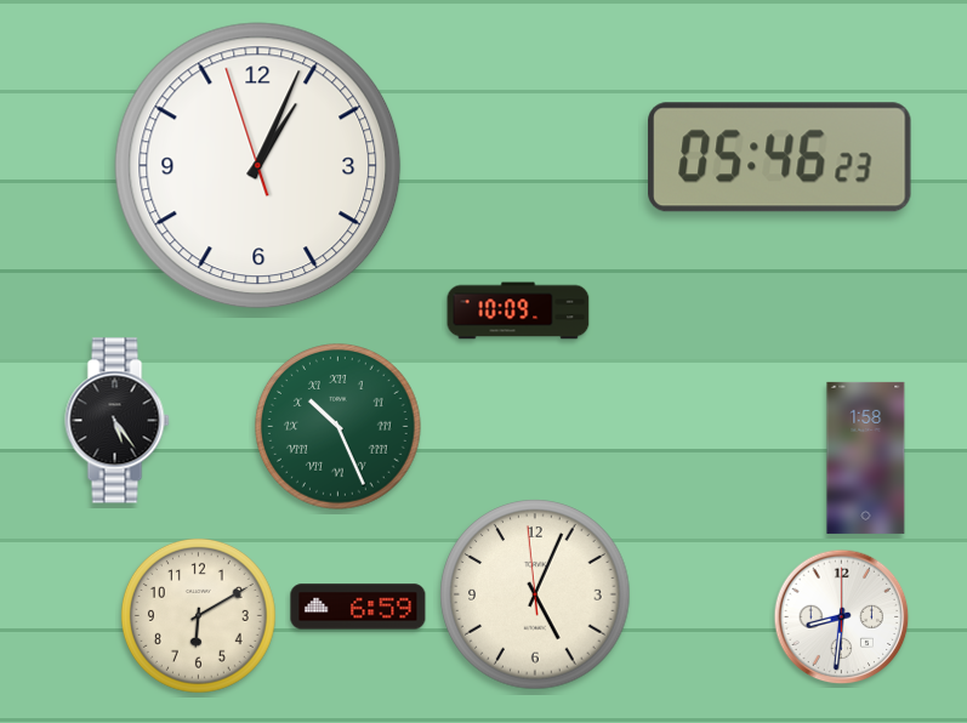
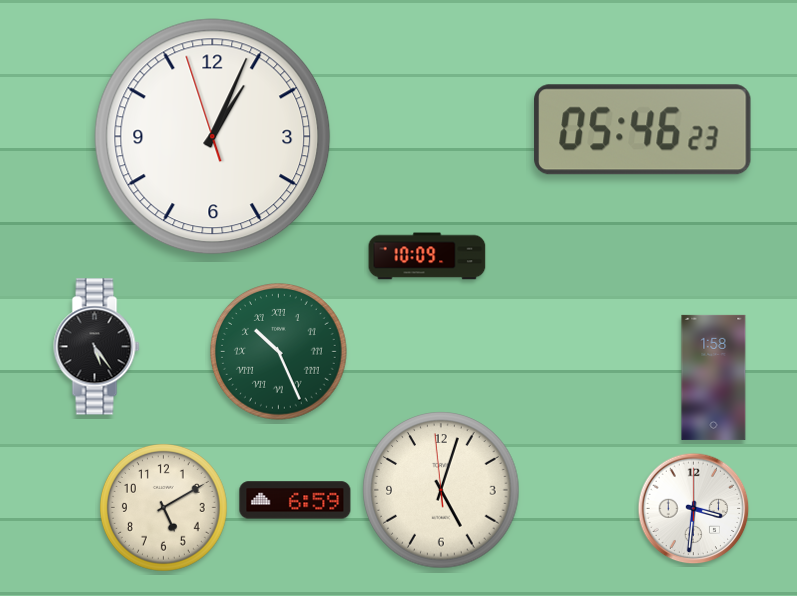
clock at (535, 594): 5:03 -> 5:02
clock at (198, 615): 6:10 -> 5:10
clock at (842, 617): 8:31 -> 3:31
